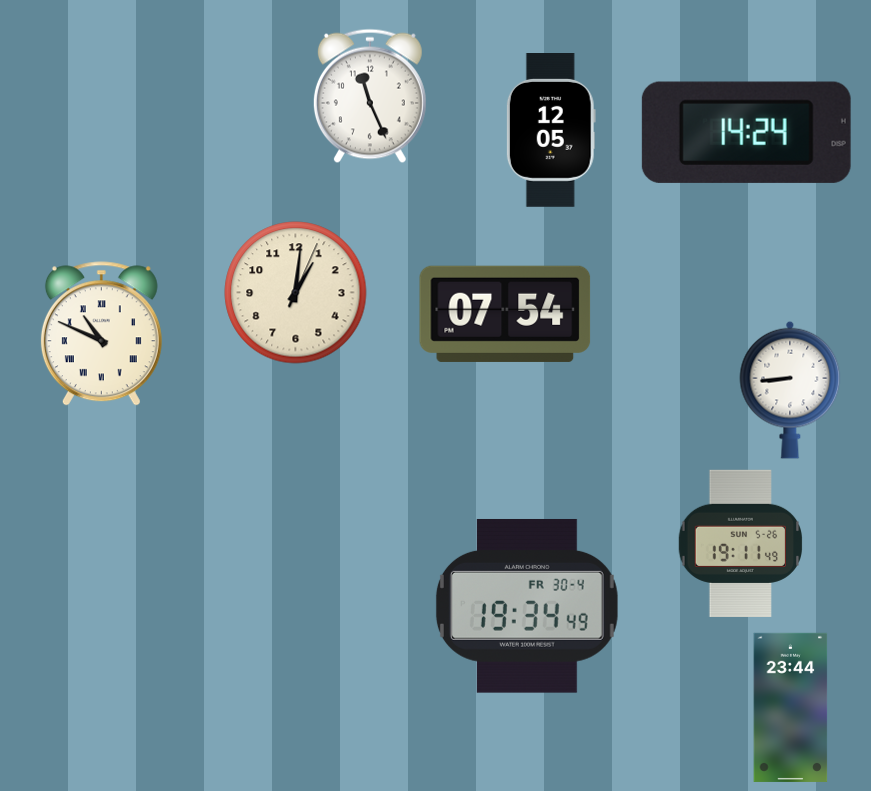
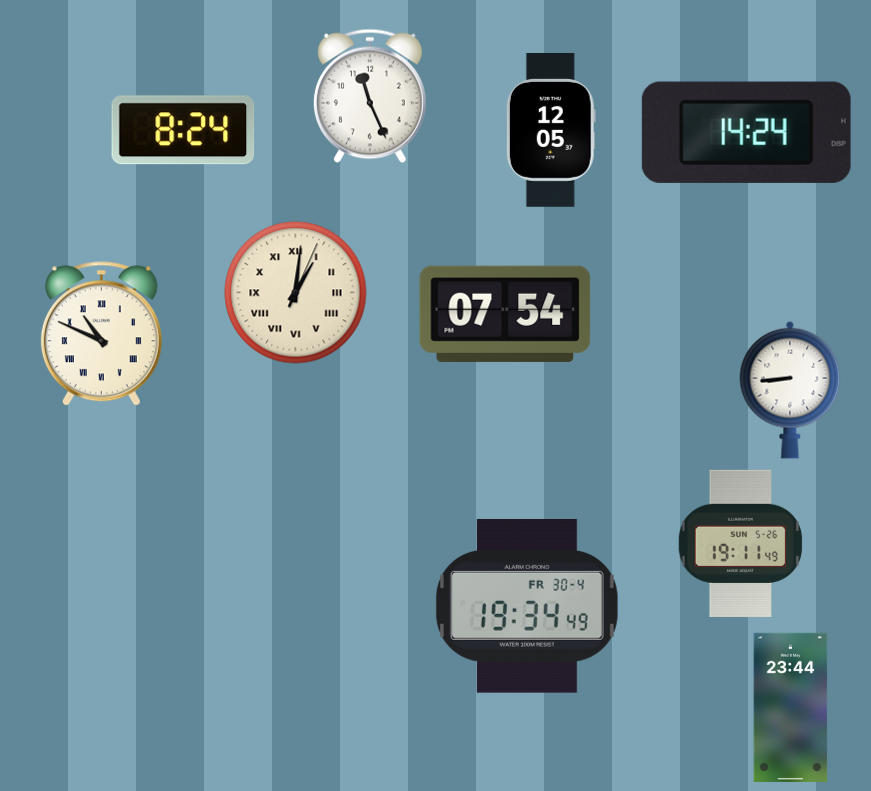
clock at (183, 130): none -> 8:24
clock at (296, 293) numerals: Arabic -> Roman
